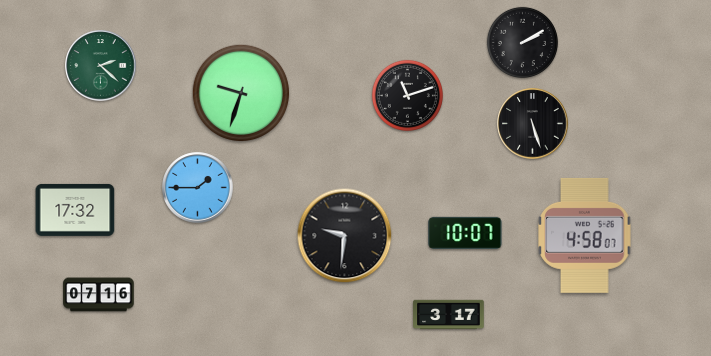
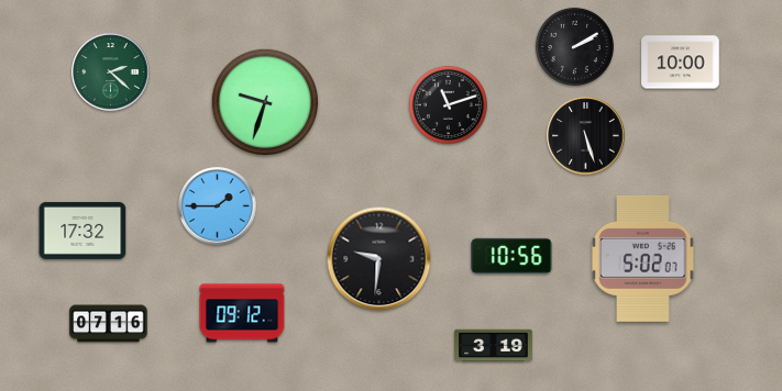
clock at (681, 63): none -> 10:00
clock at (465, 233): 10:07 -> 10:56
clock at (585, 235): 4:58 -> 5:02
clock at (242, 313): none -> 09:12
clock at (449, 315): 3:17 -> 3:19
